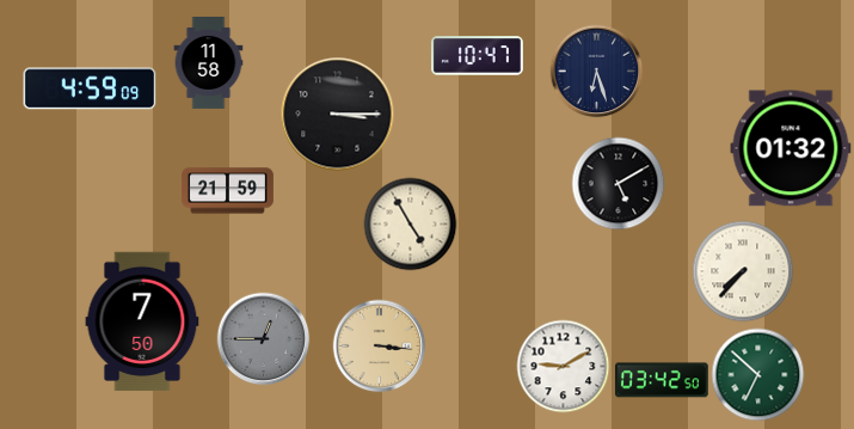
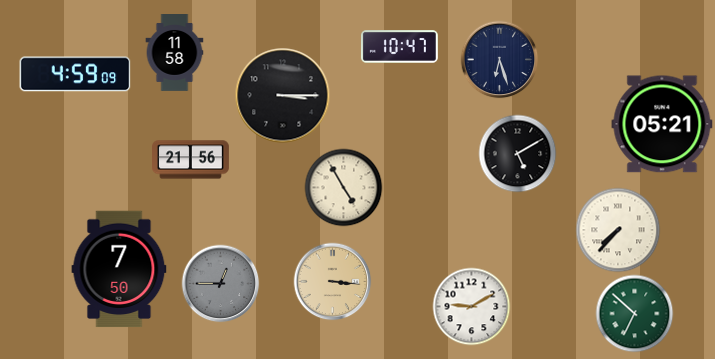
clock at (791, 148): 01:32 -> 05:21
clock at (228, 191): 21:59 -> 21:56
clock at (743, 271) position: (743, 271) -> (618, 230)
clock at (379, 345) position: (379, 345) -> (332, 281)
clock at (662, 380): 03:42 -> none
